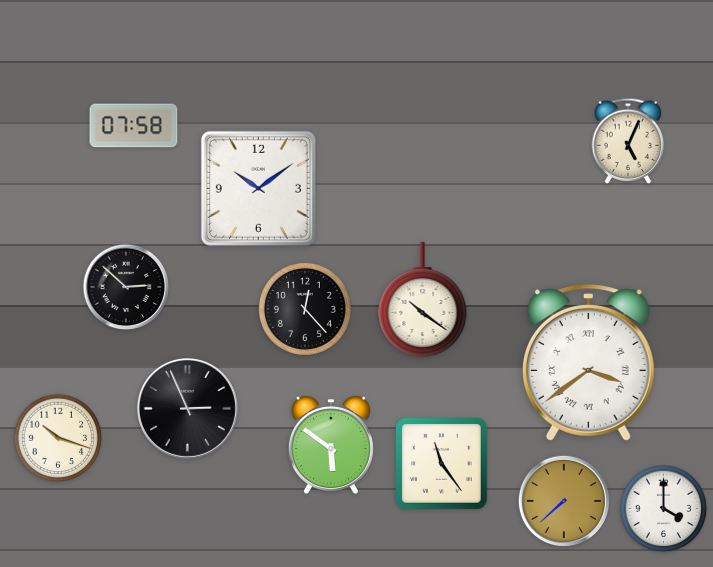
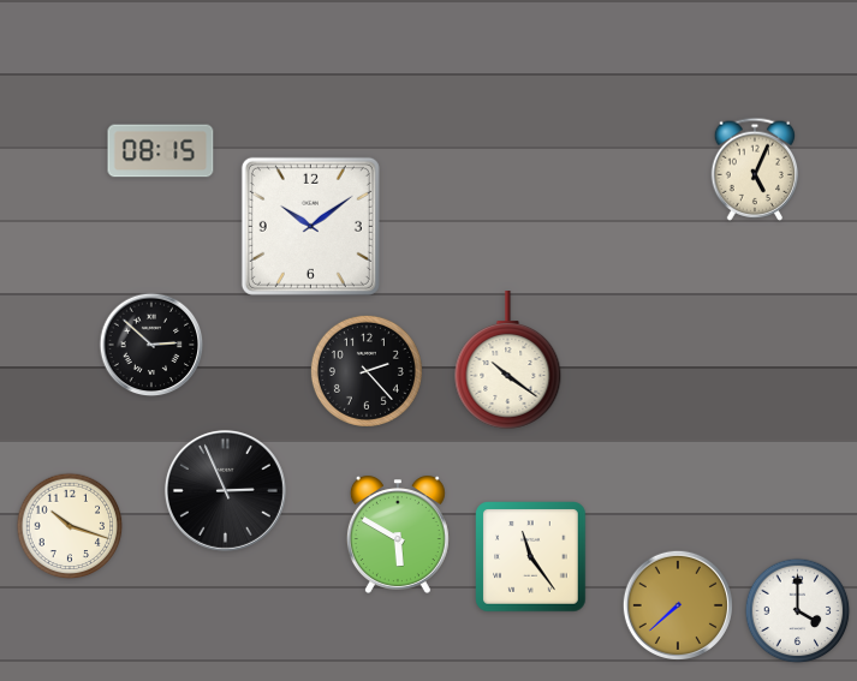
clock at (134, 126): 07:58 -> 08:15
clock at (305, 309): 12:23 -> 2:23
clock at (588, 363): 3:39 -> none
clock at (331, 445): 5:51 -> 5:50
clock at (564, 501) position: (564, 501) -> (678, 605)
